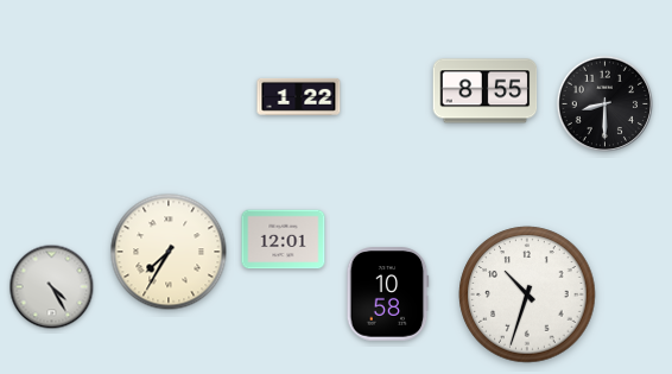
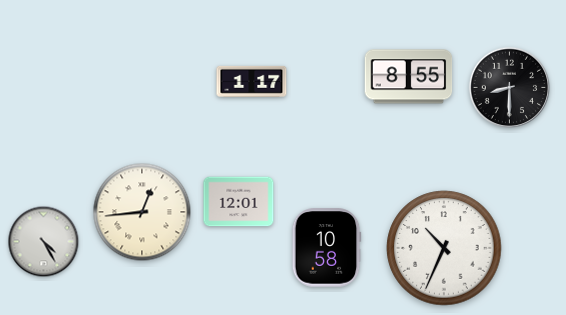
clock at (299, 96): 1:22 -> 1:17
clock at (169, 252): 7:35 -> 12:44
clock at (527, 294): 10:33 -> 10:34
